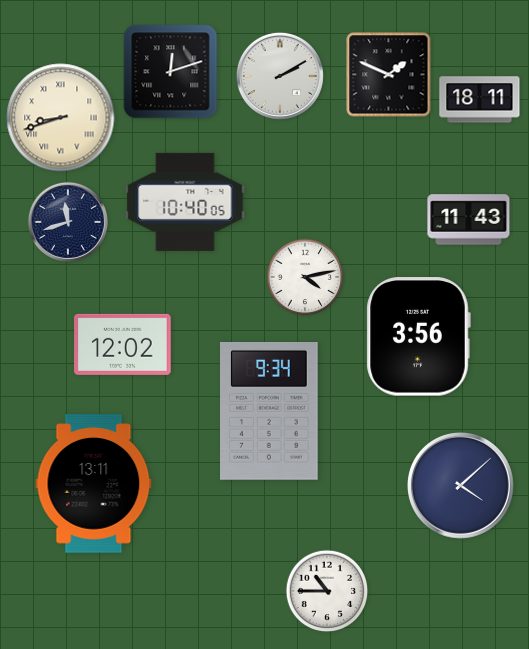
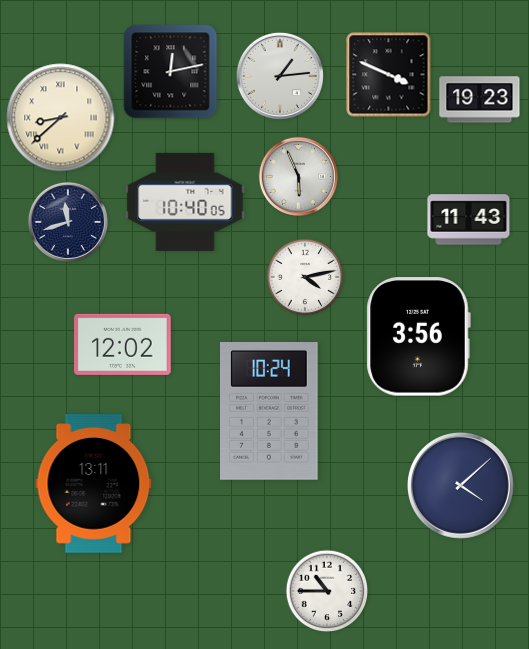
clock at (171, 72): 12:12 -> 12:13
clock at (389, 75): 1:49 -> 3:49
clock at (280, 76): 2:10 -> 1:14
clock at (480, 100): 18:11 -> 19:23
clock at (61, 118): 8:42 -> 8:38
clock at (298, 176): none -> 5:56
clock at (270, 412): 9:34 -> 10:24
